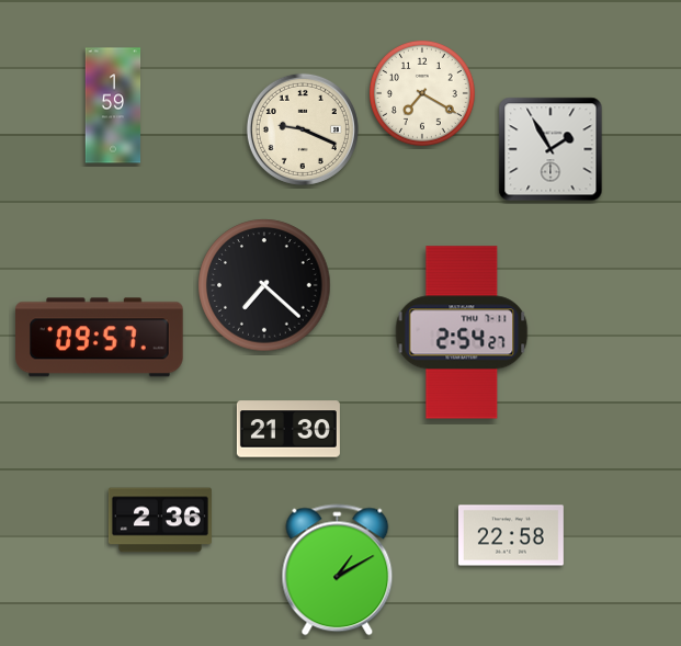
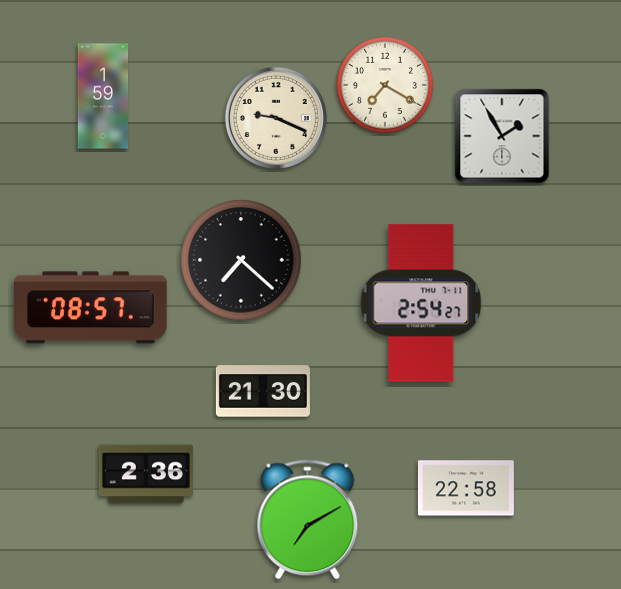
clock at (100, 338): 09:57 -> 08:57
clock at (338, 570): 1:10 -> 7:10
